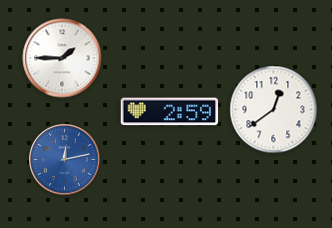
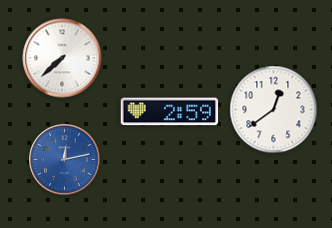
clock at (62, 58): 1:45 -> 7:38
